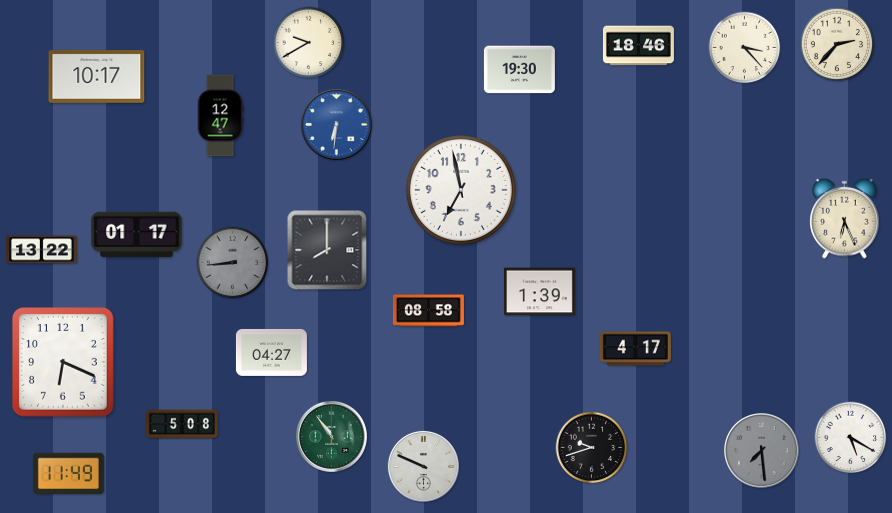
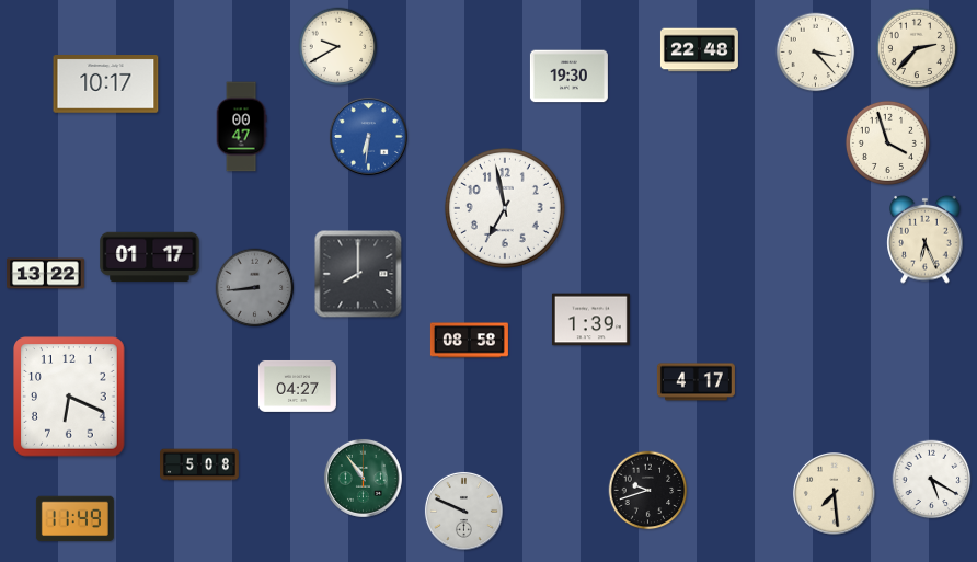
clock at (638, 46): 18:46 -> 22:48
clock at (220, 116): 12:47 -> 00:47
clock at (887, 142): none -> 3:57
clock at (762, 451) dial: grey -> cream
